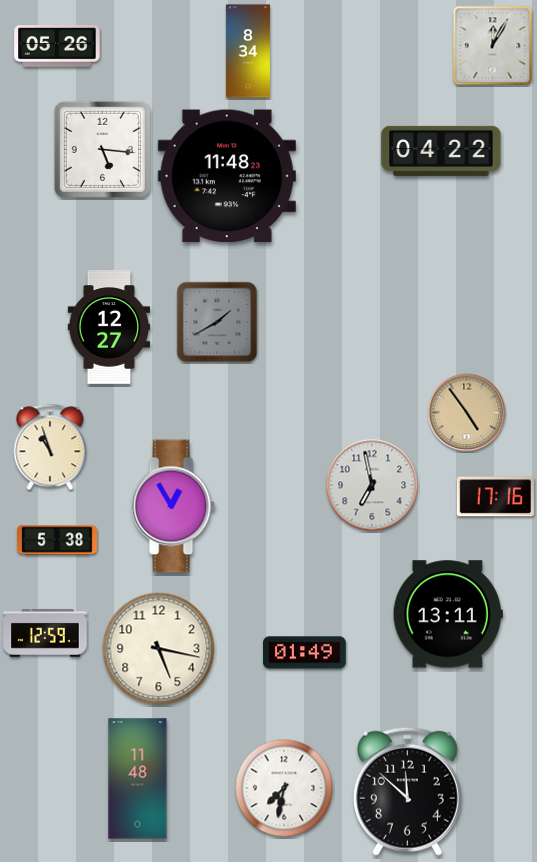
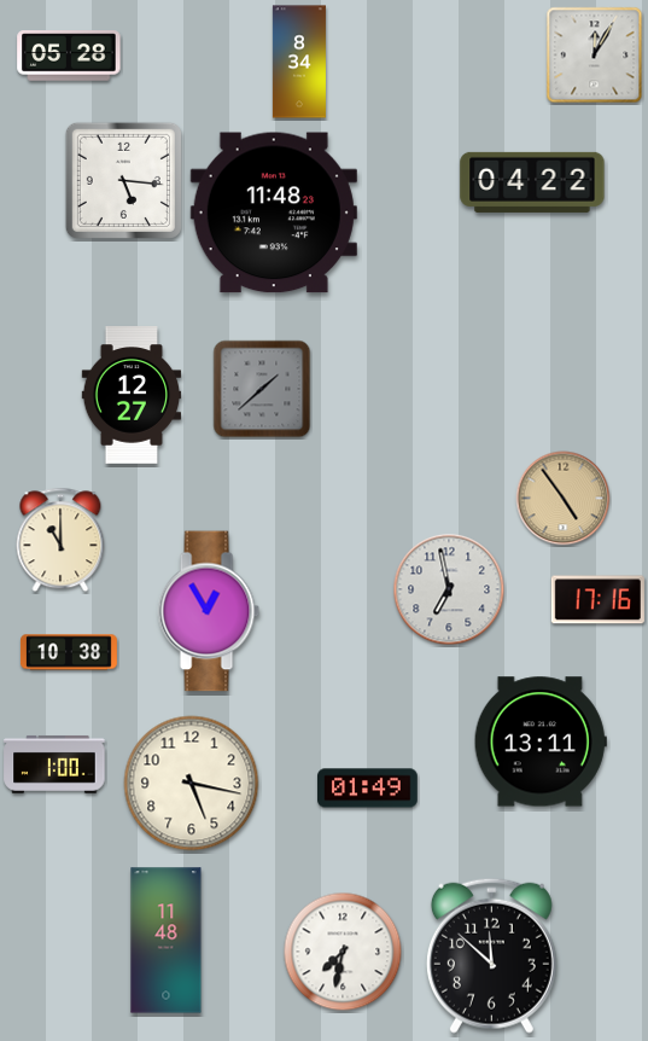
clock at (57, 46): 05:26 -> 05:28
clock at (217, 322): 1:40 -> 1:38
clock at (50, 447): 10:57 -> 11:00
clock at (372, 485) position: (372, 485) -> (449, 589)
clock at (57, 540): 5:38 -> 10:38
clock at (45, 633): 12:59 -> 1:00
